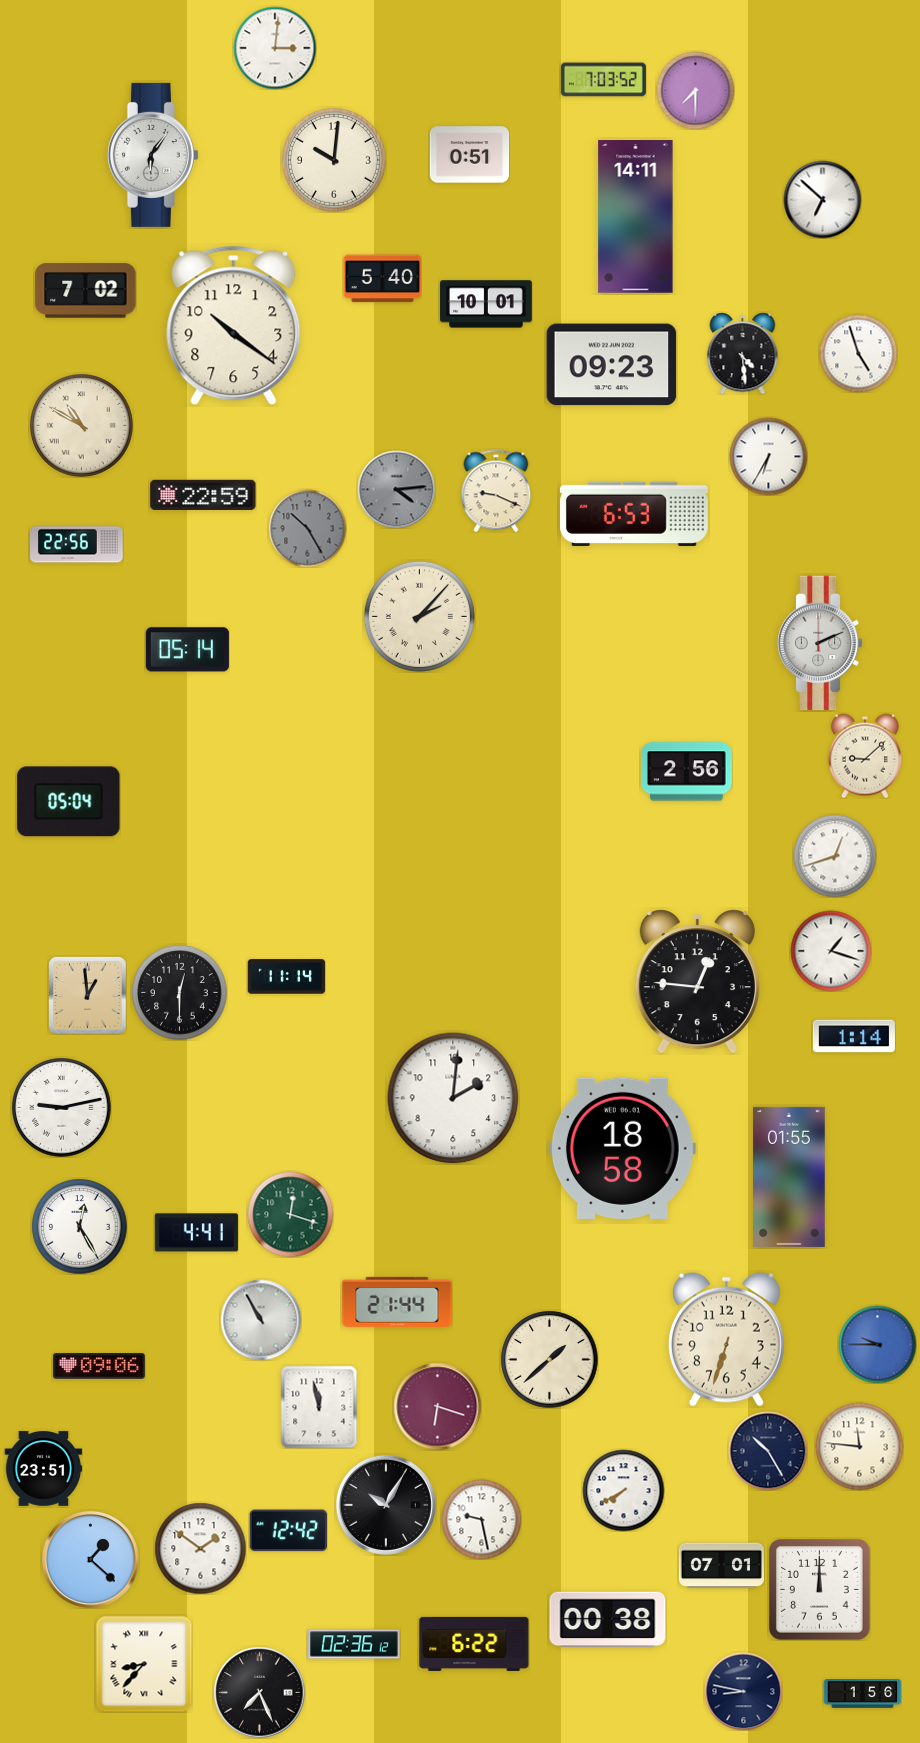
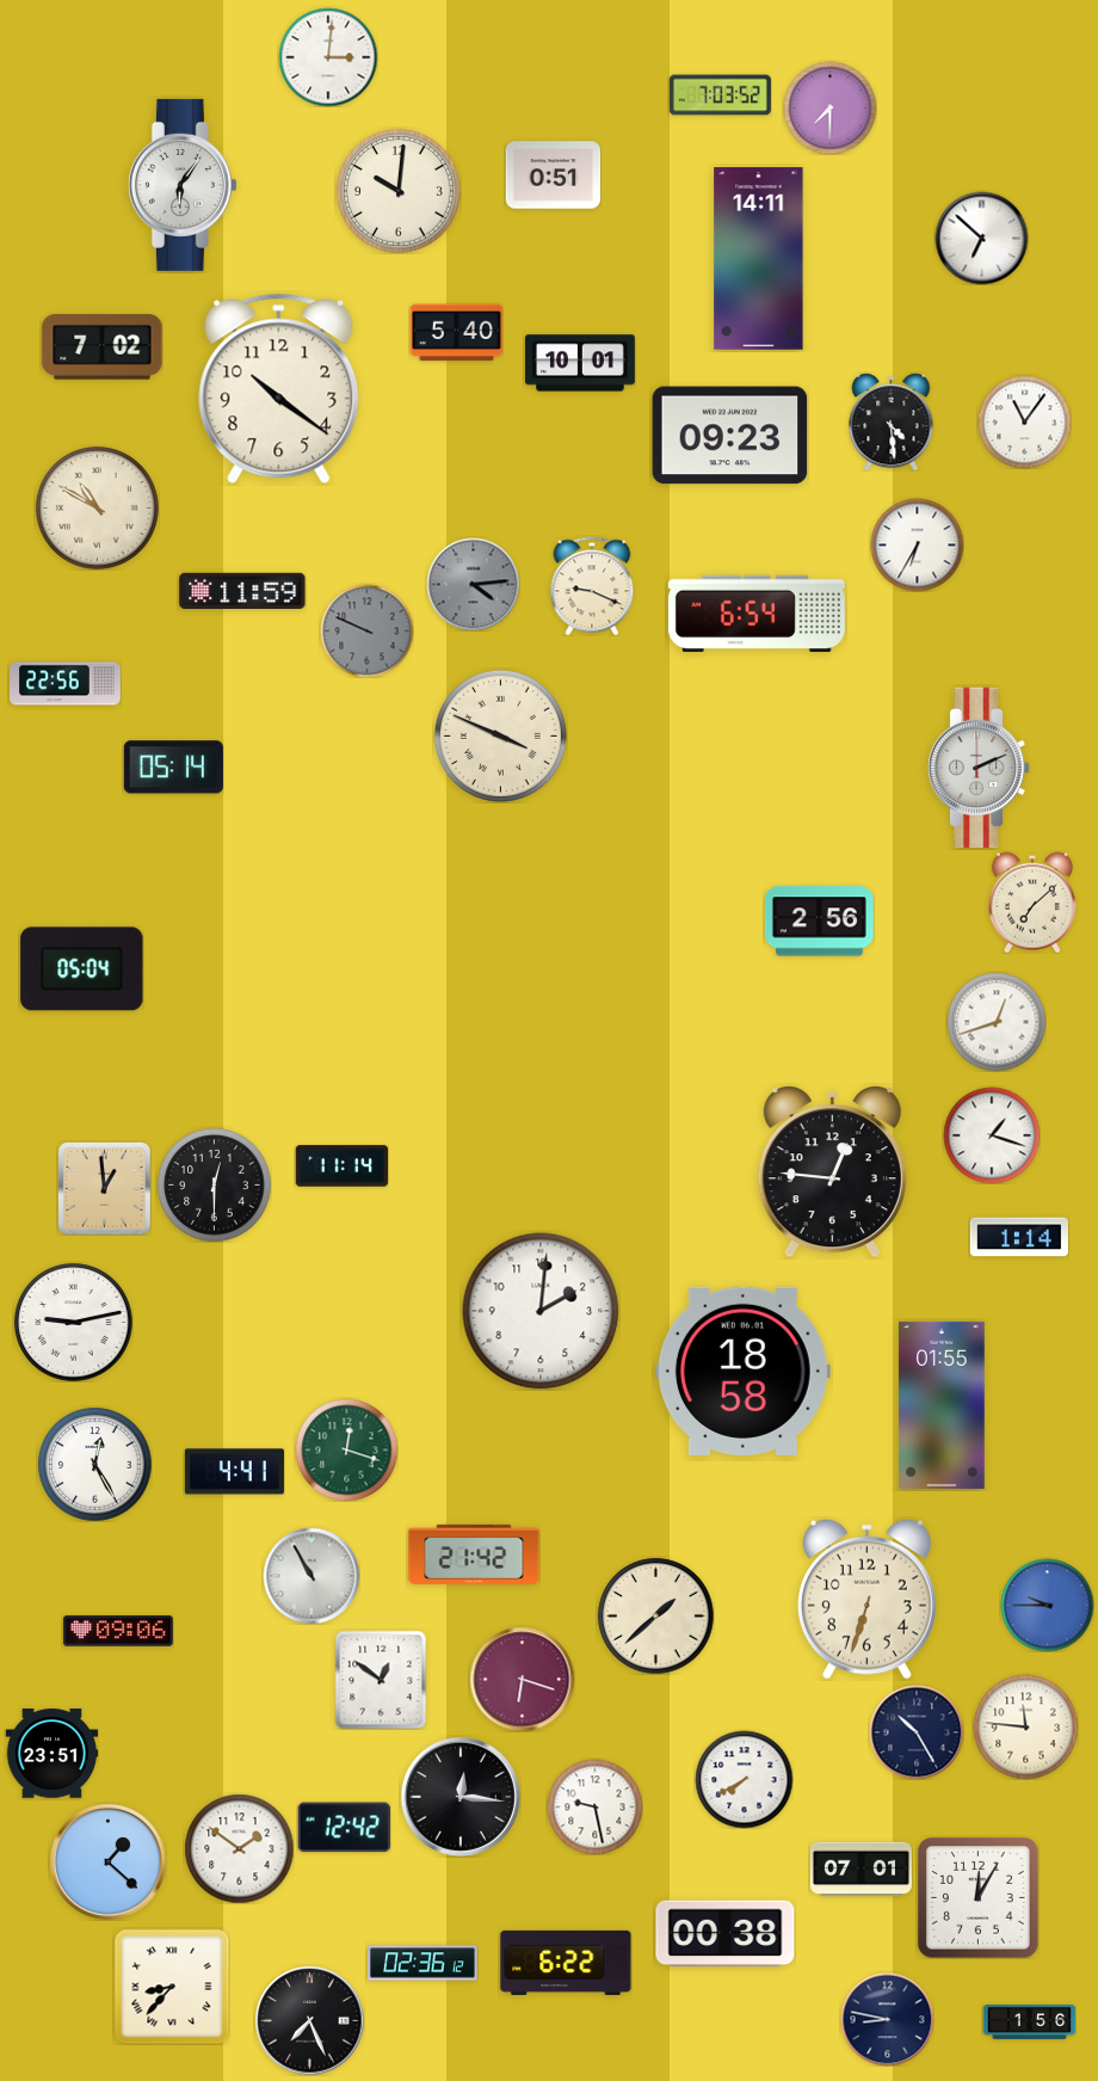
clock at (469, 155) position: (469, 155) -> (553, 176)
clock at (743, 353) position: (743, 353) -> (892, 421)
clock at (858, 353): 4:57 -> 11:06
clock at (203, 495): 22:59 -> 11:59
clock at (634, 514): 6:53 -> 6:54
clock at (307, 528): 10:25 -> 9:49
clock at (77, 545) position: (77, 545) -> (66, 684)
clock at (419, 616): 2:07 -> 3:49
clock at (187, 650) position: (187, 650) -> (173, 768)
clock at (865, 756): 9:08 -> 7:08
clock at (69, 802) position: (69, 802) -> (82, 969)
clock at (397, 1302): 21:44 -> 21:42
clock at (550, 1360) position: (550, 1360) -> (656, 1617)
clock at (319, 1407): 11:58 -> 12:51
clock at (386, 1505): 10:05 -> 12:16
clock at (481, 1519) position: (481, 1519) -> (594, 1806)
clock at (820, 1590): 12:00 -> 12:05
